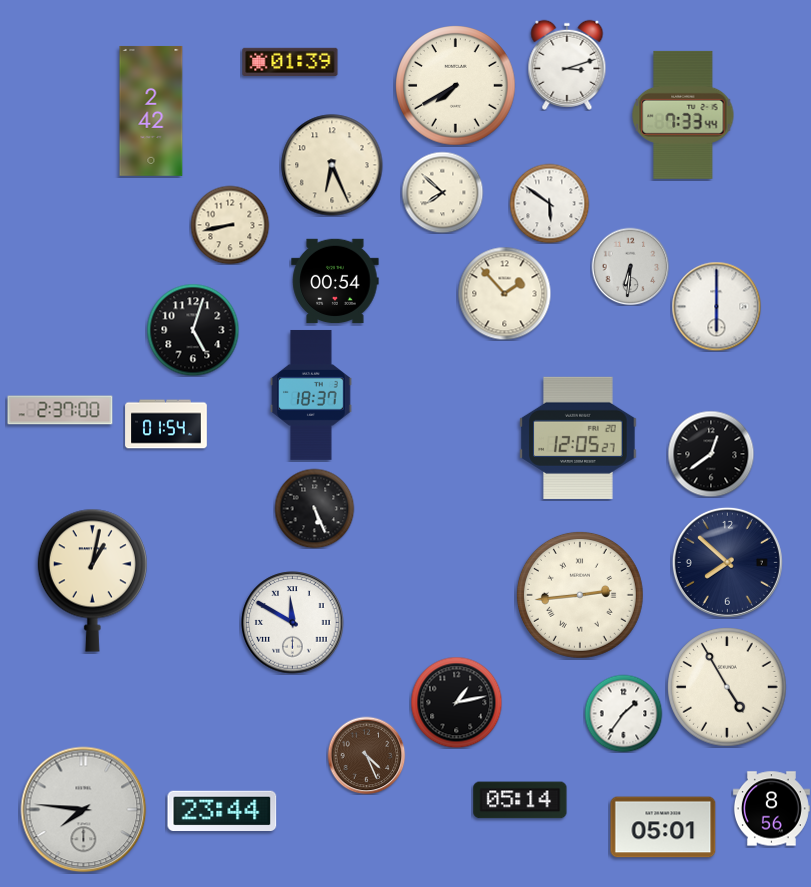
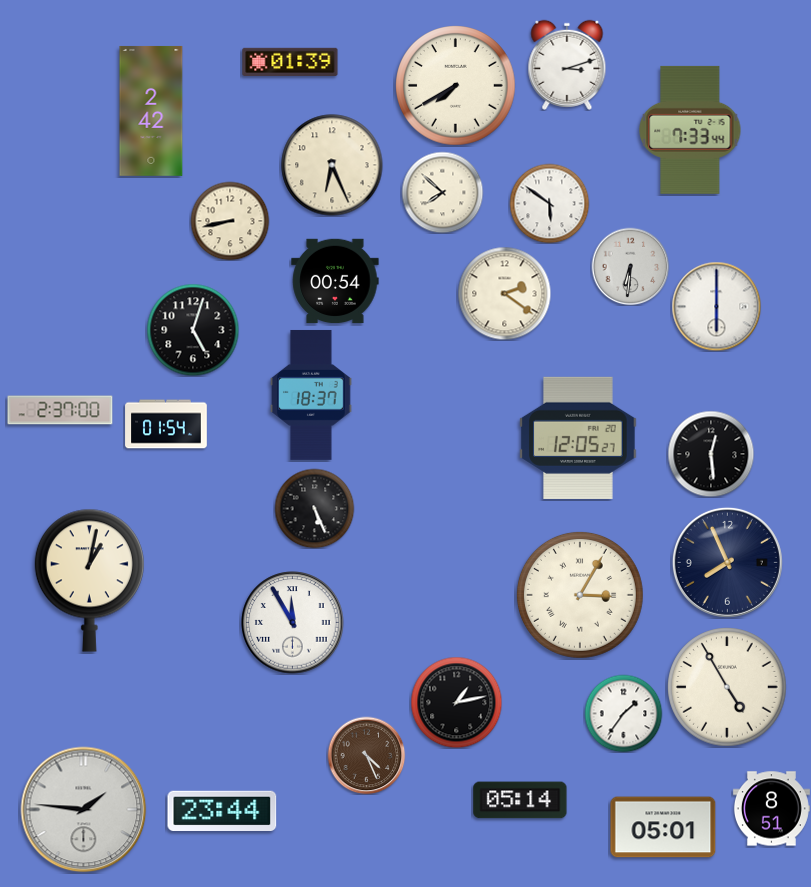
clock at (683, 115) position: (683, 115) -> (690, 130)
clock at (230, 225) position: (230, 225) -> (230, 221)
clock at (504, 293): 1:53 -> 2:21
clock at (711, 454): 12:39 -> 12:29
clock at (727, 562): 7:52 -> 7:56
clock at (92, 580) position: (92, 580) -> (89, 580)
clock at (580, 595): 2:44 -> 3:05
clock at (293, 623): 11:50 -> 11:55
clock at (771, 809): 8:56 -> 8:51
clock at (84, 810): 7:46 -> 1:46
